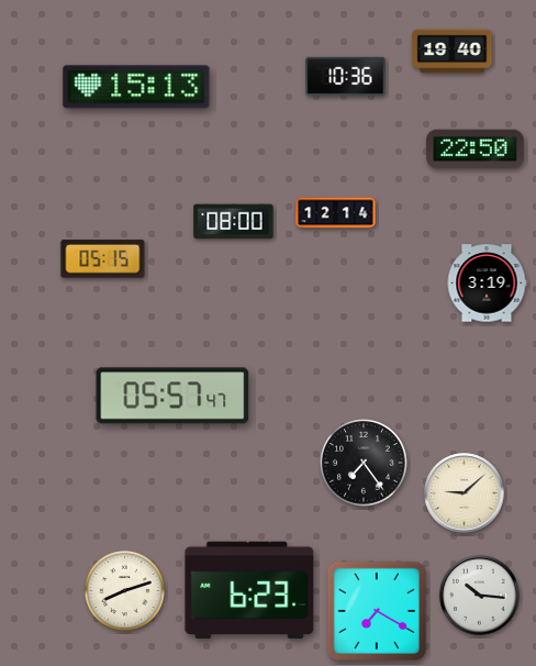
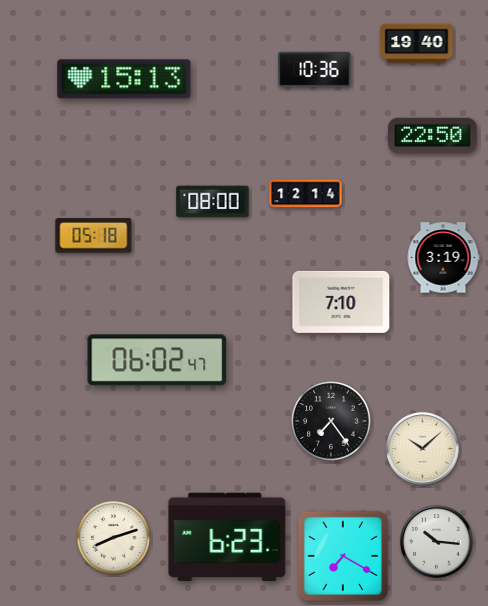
clock at (453, 52) position: (453, 52) -> (417, 44)
clock at (103, 259): 05:15 -> 05:18
clock at (341, 302): none -> 7:10
clock at (172, 396): 05:57 -> 06:02
clock at (465, 493): 9:08 -> 10:08
